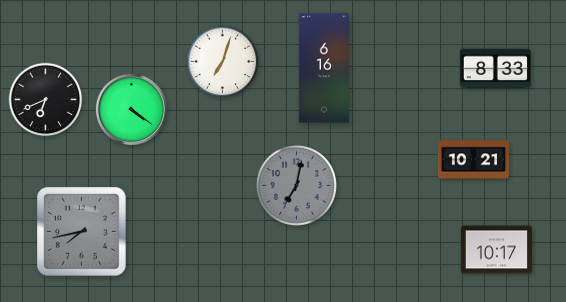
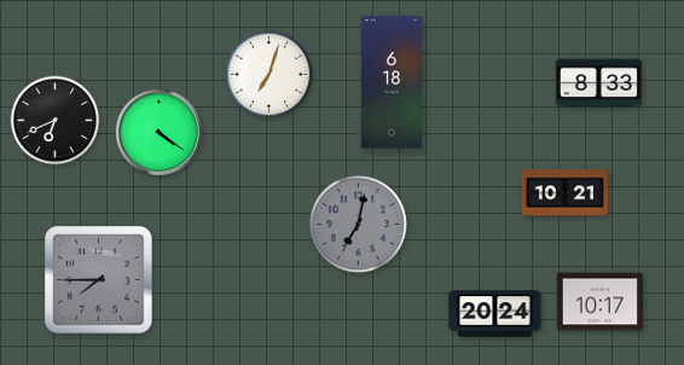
clock at (324, 68): 6:16 -> 6:18
clock at (473, 160) position: (473, 160) -> (564, 193)
clock at (82, 232): 7:43 -> 7:45
clock at (495, 314): none -> 20:24
